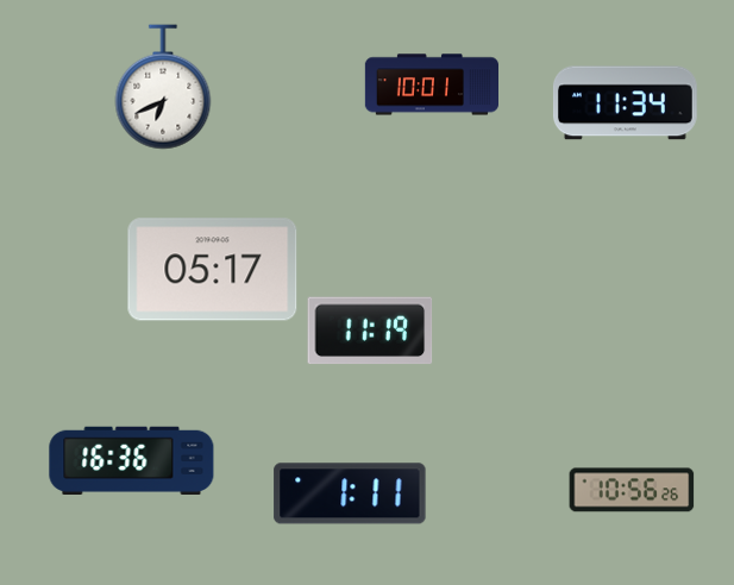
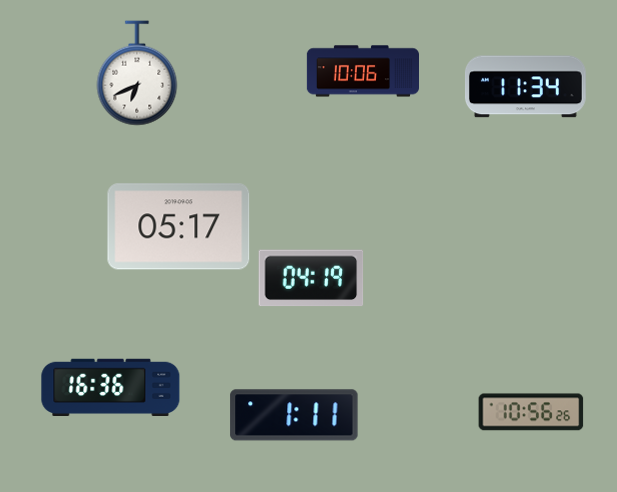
clock at (431, 84): 10:01 -> 10:06
clock at (370, 331): 11:19 -> 04:19
